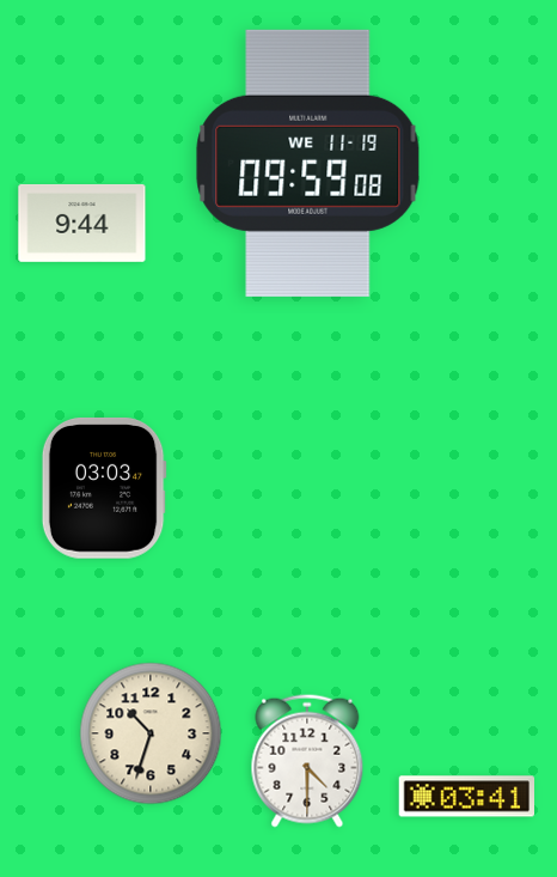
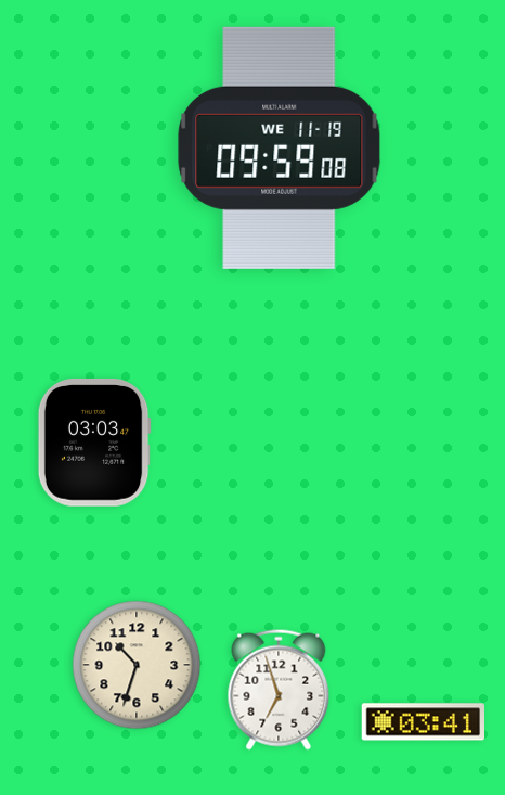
clock at (82, 223): 9:44 -> none
clock at (307, 761): 4:30 -> 6:57
